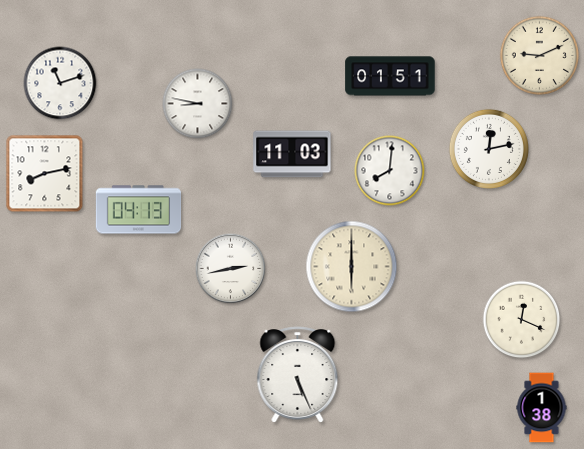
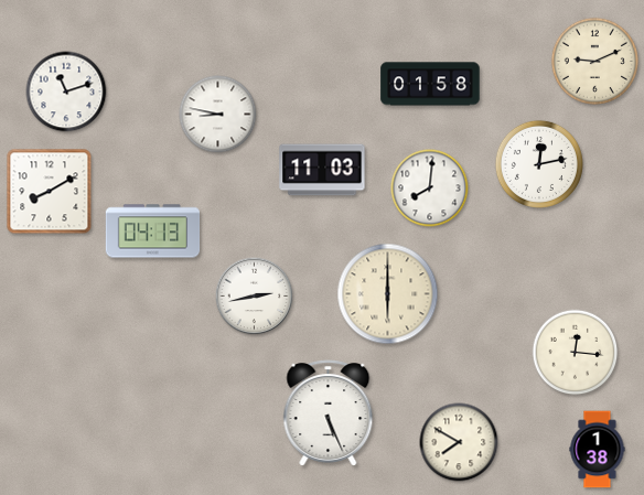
clock at (390, 76): 01:51 -> 01:58
clock at (45, 174): 8:13 -> 8:10
clock at (522, 320): 12:19 -> 12:16
clock at (459, 442): none -> 7:50
